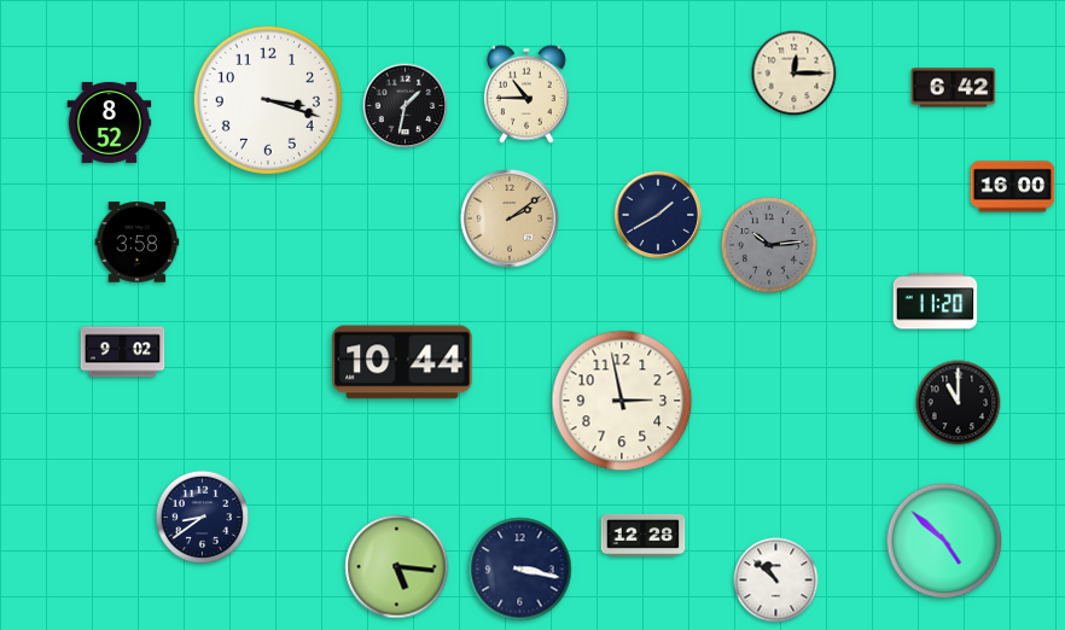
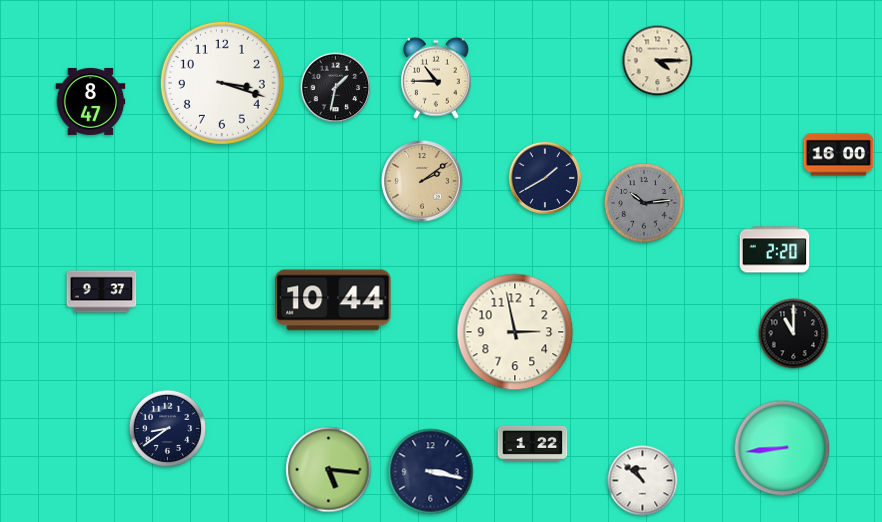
clock at (795, 74): 12:15 -> 4:15
clock at (954, 88): 6:42 -> none
clock at (110, 122): 8:52 -> 8:47
clock at (138, 243): 3:58 -> none
clock at (769, 245) position: (769, 245) -> (644, 203)
clock at (936, 302): 11:20 -> 2:20
clock at (123, 352): 9:02 -> 9:37
clock at (644, 535): 12:28 -> 1:22
clock at (944, 541): 4:52 -> 8:44
